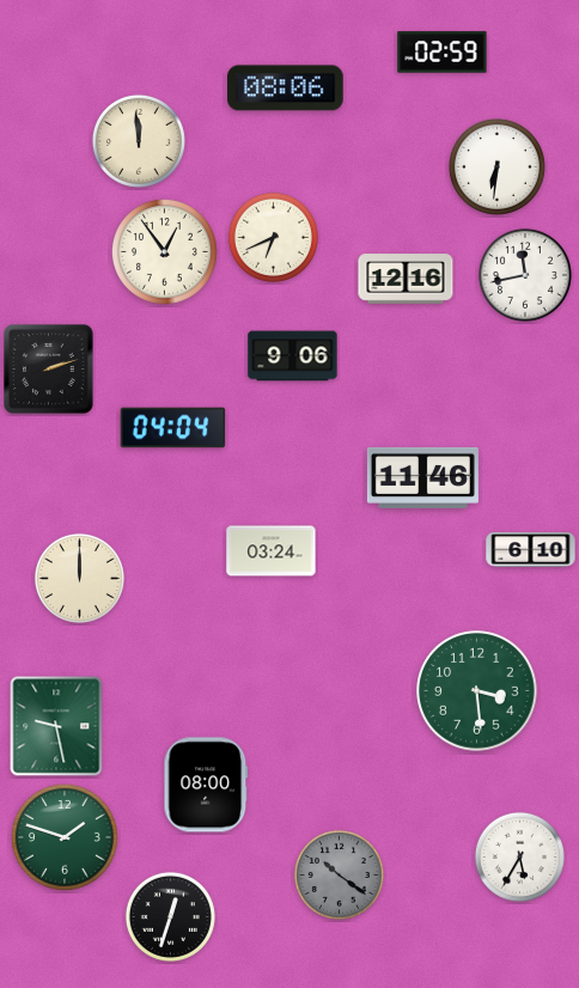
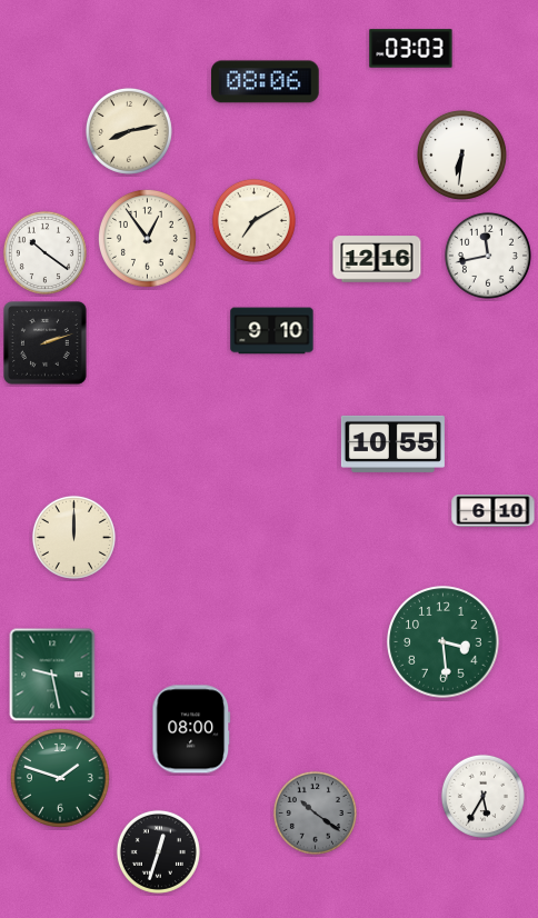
clock at (443, 53): 02:59 -> 03:03
clock at (139, 141): 11:59 -> 8:13
clock at (273, 237): 6:41 -> 7:10
clock at (164, 251) position: (164, 251) -> (147, 238)
clock at (44, 252): none -> 10:21
clock at (293, 356): 9:06 -> 9:10
clock at (173, 428): 04:04 -> none
clock at (422, 477): 11:46 -> 10:55
clock at (272, 551): 03:24 -> none
